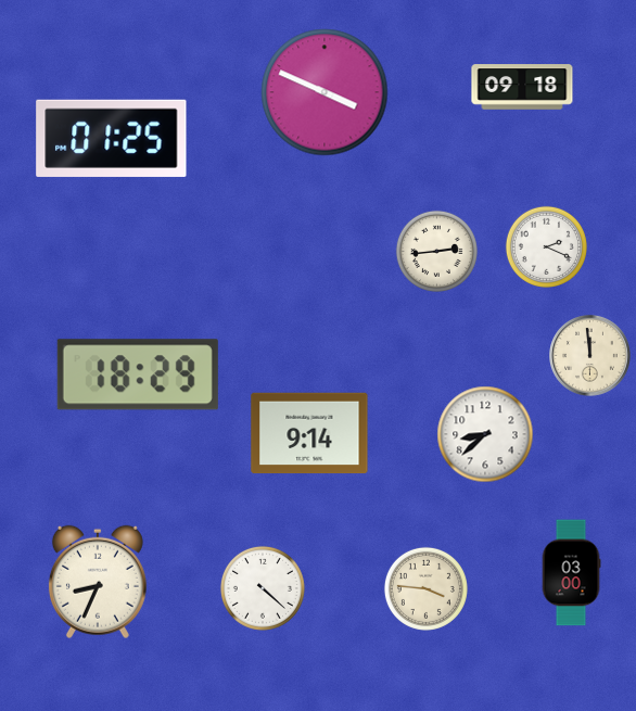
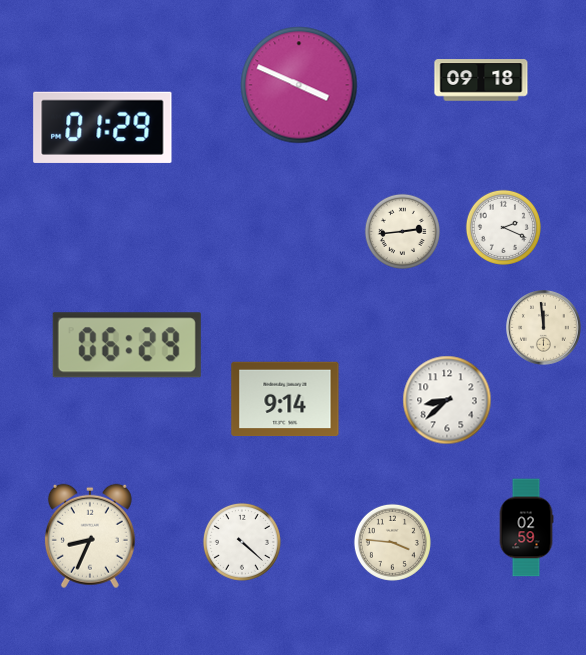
clock at (112, 138): 01:25 -> 01:29
clock at (138, 374): 18:29 -> 06:29
clock at (571, 573): 03:00 -> 02:59
